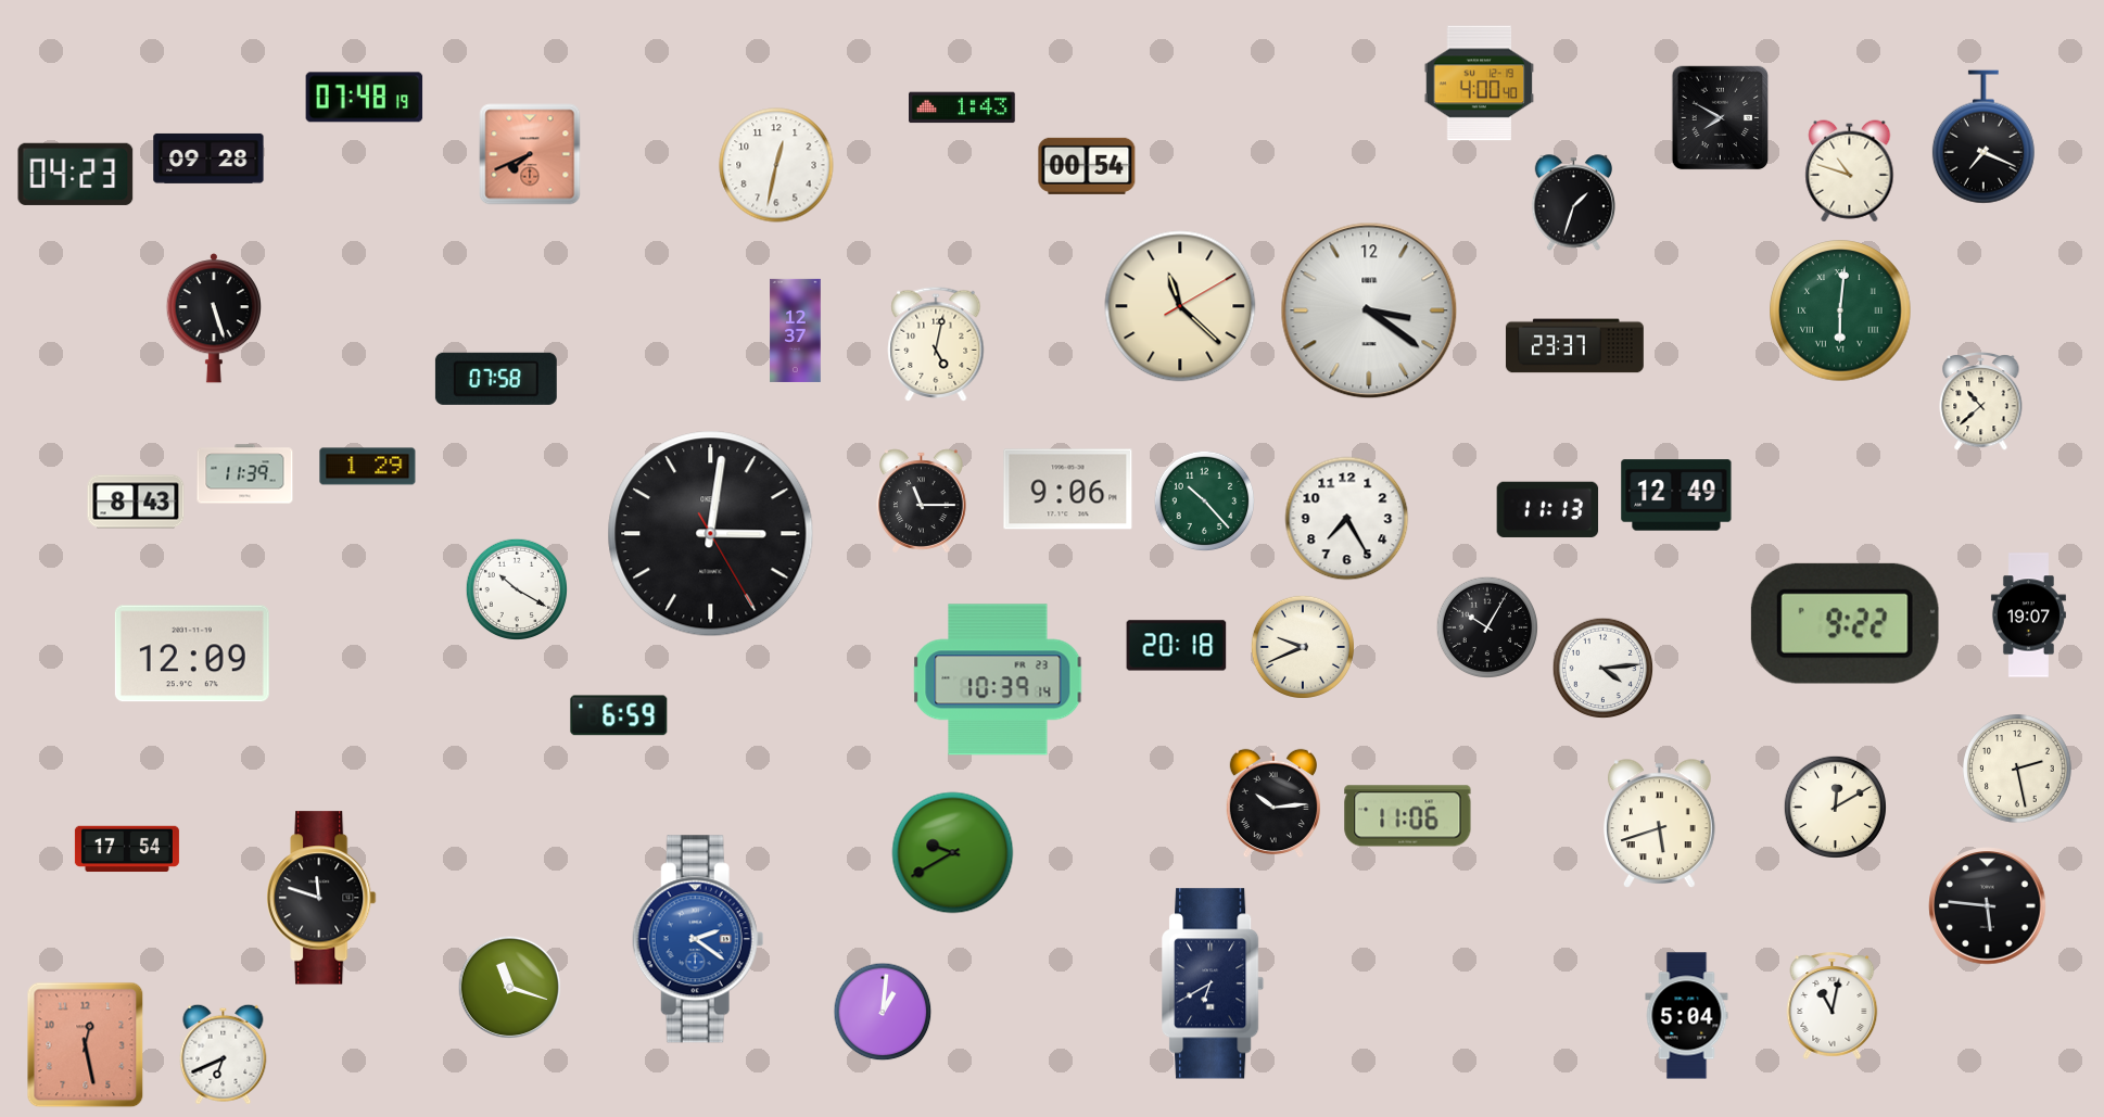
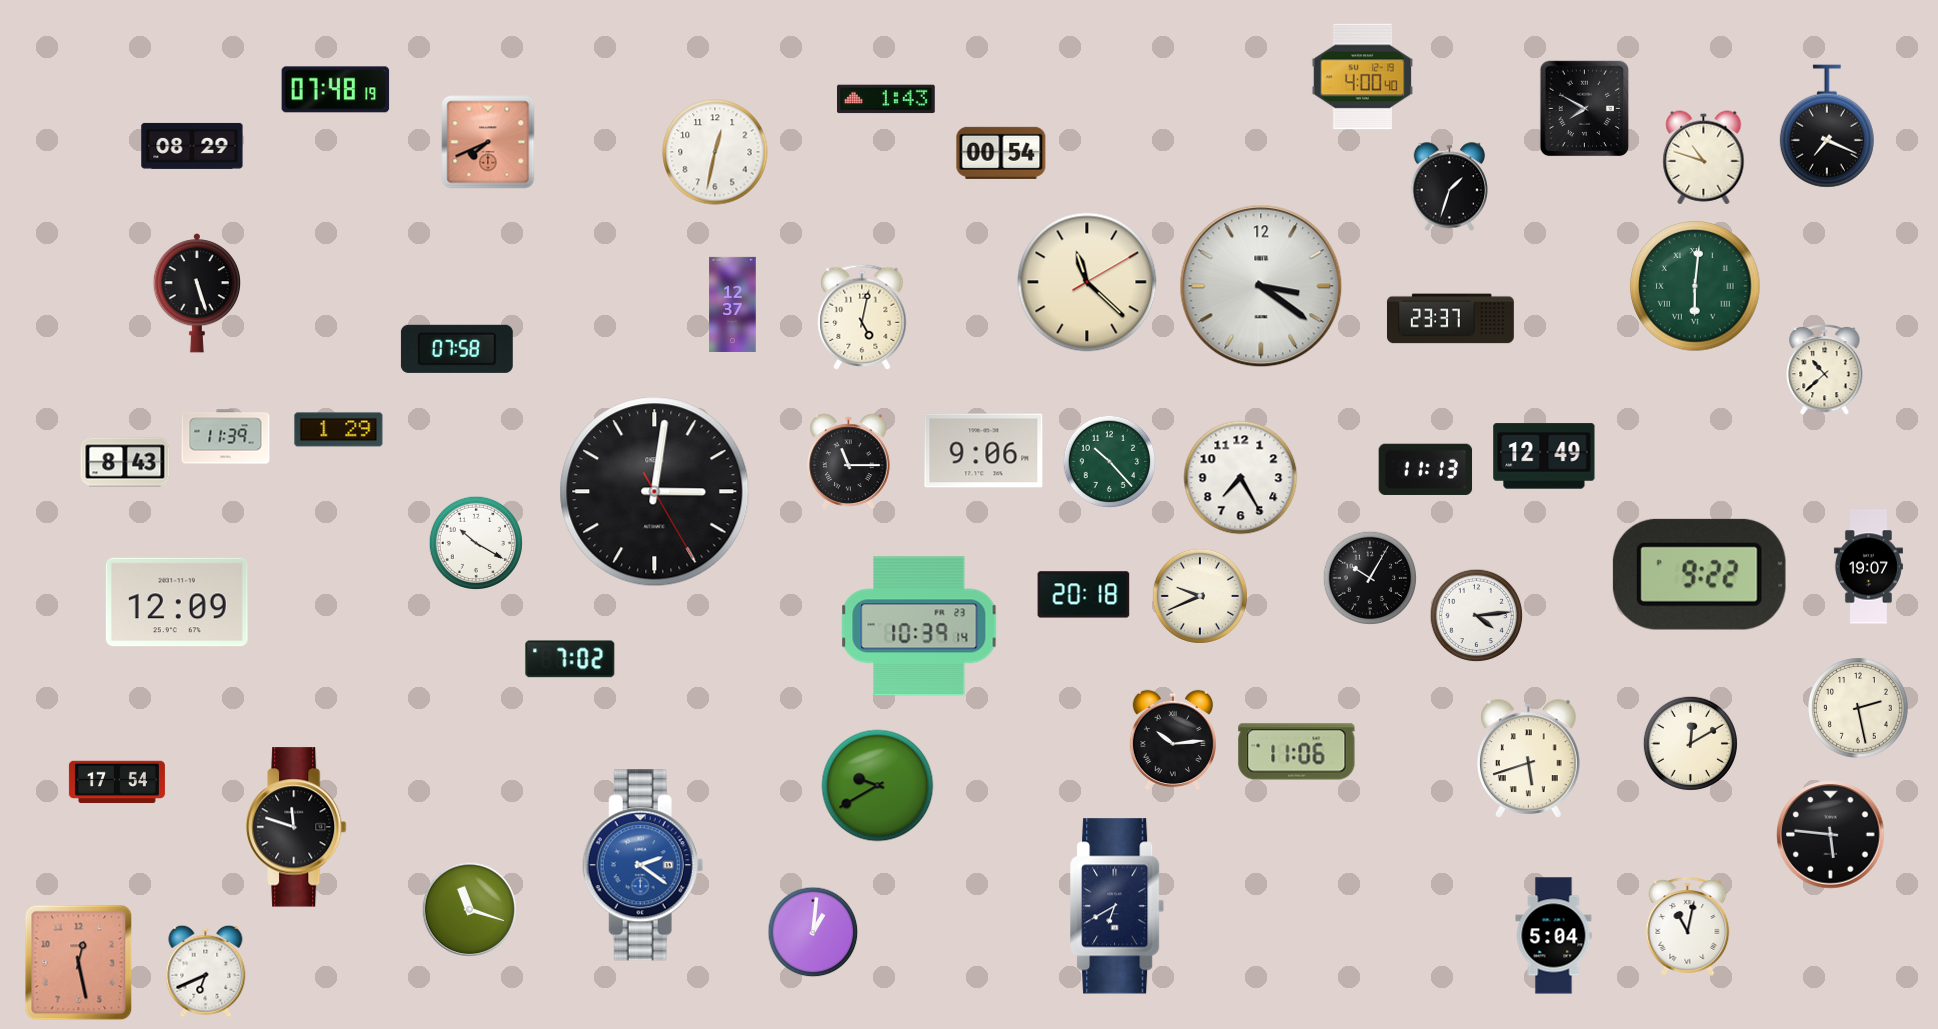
clock at (208, 158): 09:28 -> 08:29
clock at (76, 174): 04:23 -> none
clock at (619, 715): 6:59 -> 7:02
